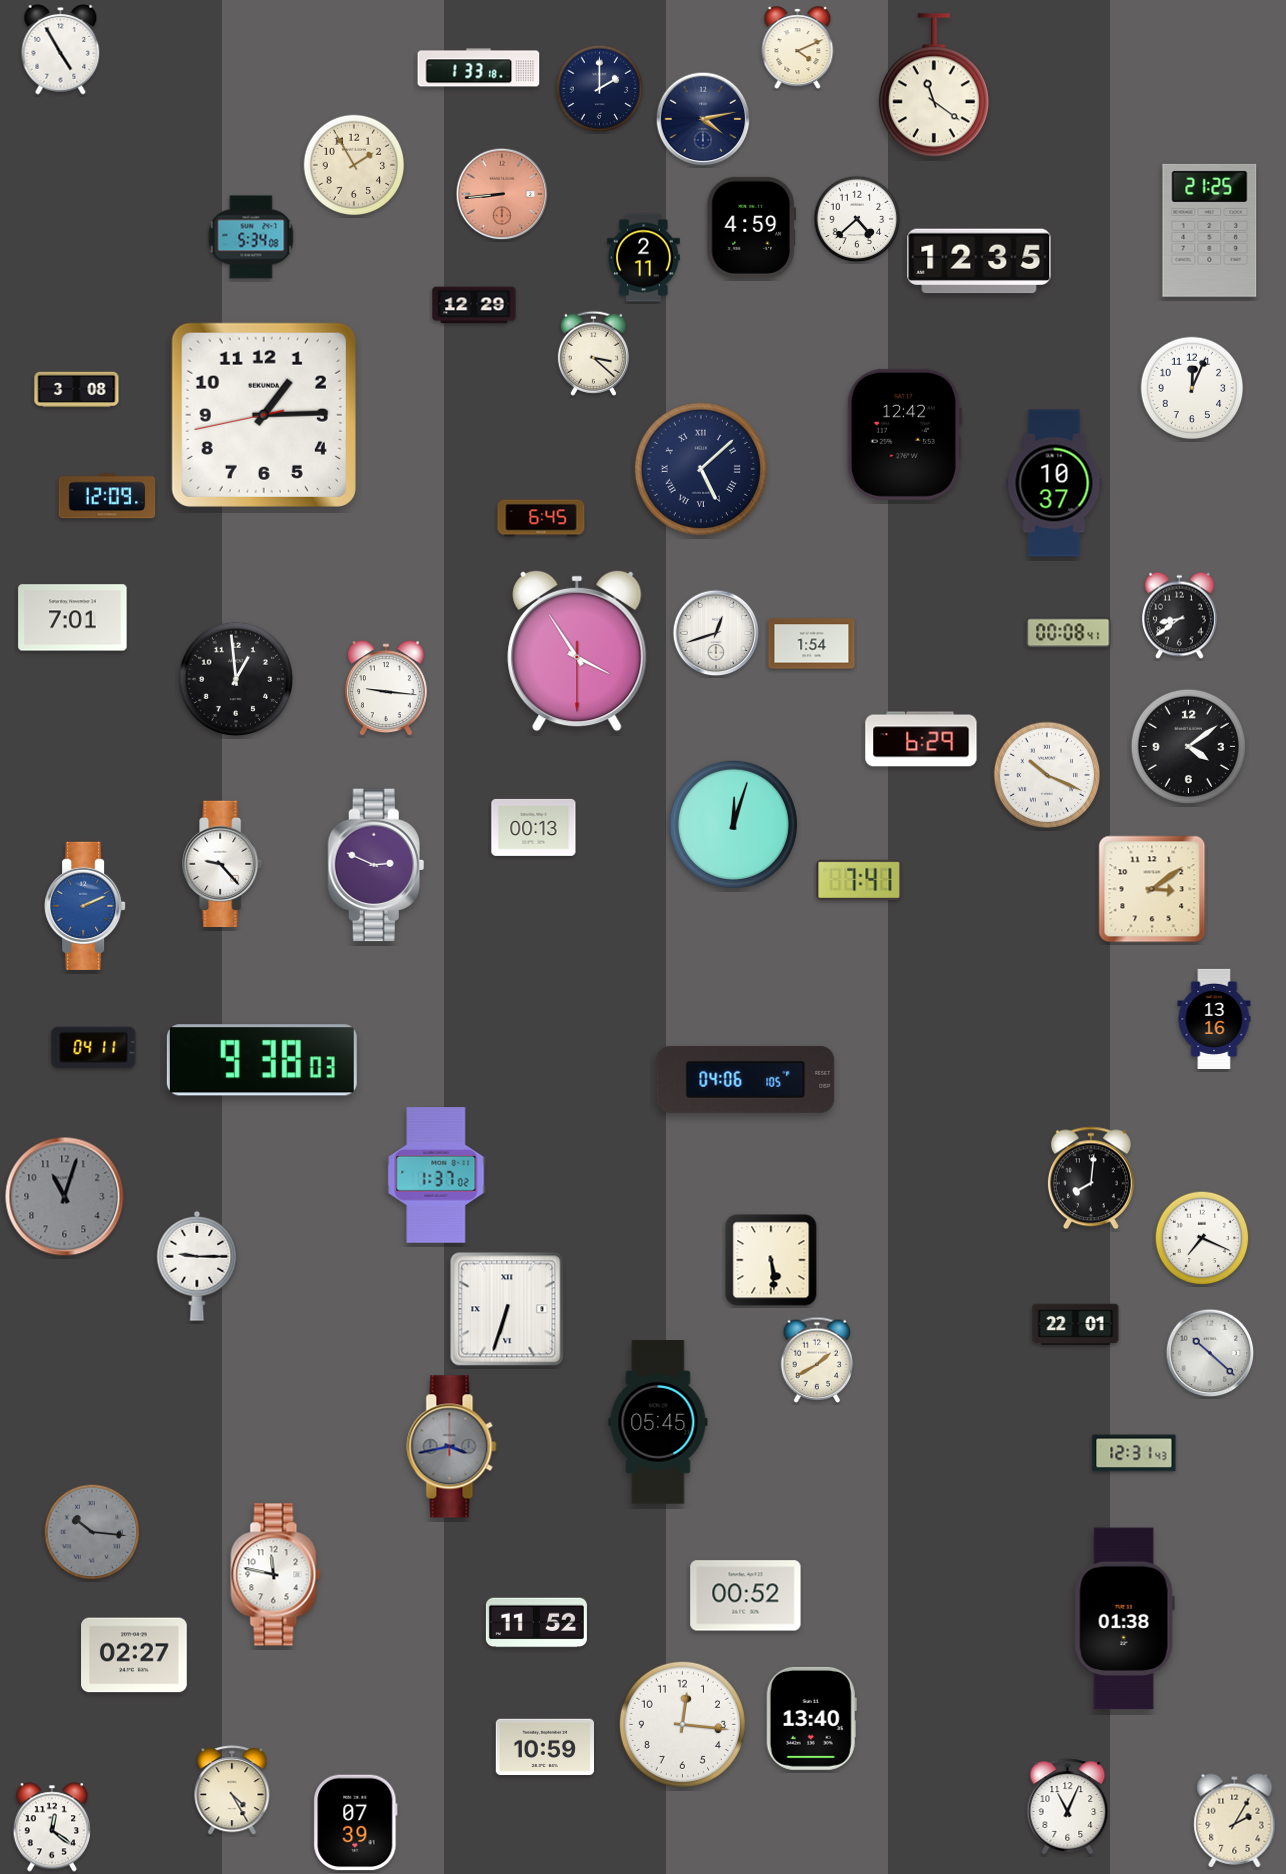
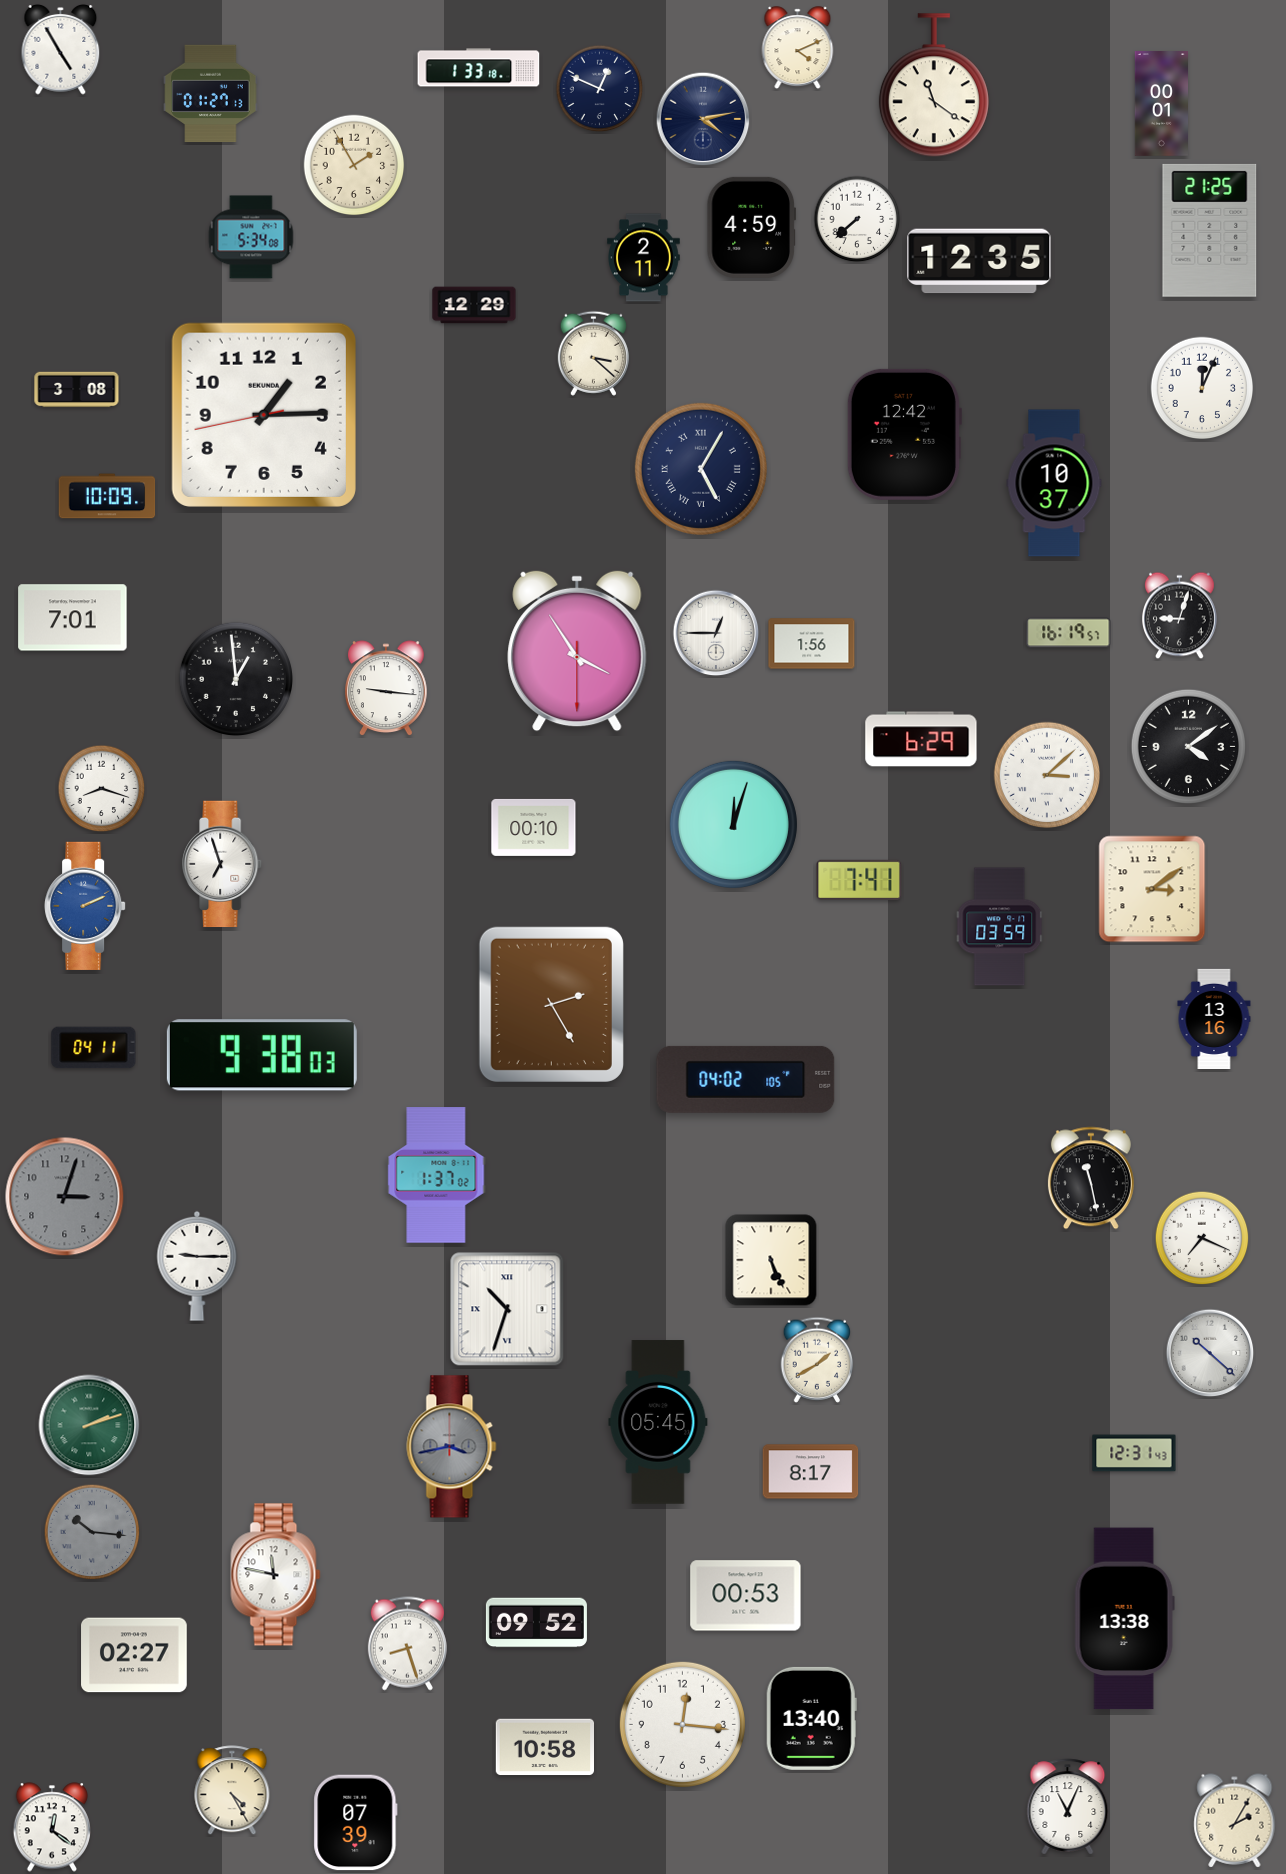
clock at (600, 89): 2:00 -> 12:49
clock at (211, 94): none -> 01:27
clock at (1161, 104): none -> 00:01
clock at (502, 194): 8:44 -> none
clock at (857, 219): 4:38 -> 7:38
clock at (1192, 388) position: (1192, 388) -> (1202, 388)
clock at (701, 469): 5:08 -> 5:05
clock at (107, 496): 12:09 -> 10:09
clock at (541, 518): 6:45 -> none
clock at (1180, 616): 8:39 -> 9:03
clock at (716, 633): 12:42 -> 12:45
clock at (1069, 633): 00:08 -> 16:19
clock at (812, 644): 1:54 -> 1:56
clock at (1047, 775): 10:19 -> 3:08
clock at (102, 789): none -> 8:18
clock at (534, 827): 00:13 -> 00:10
clock at (223, 864): 9:23 -> 6:57
clock at (376, 865): 2:49 -> none
clock at (1000, 927): none -> 03:59
clock at (551, 1004): none -> 2:25
clock at (262, 1060) position: (262, 1060) -> (262, 1055)
clock at (746, 1079): 04:06 -> 04:02
clock at (1091, 1178): 8:01 -> 11:28
clock at (65, 1197): 11:03 -> 3:03
clock at (771, 1260): 5:29 -> 5:26
clock at (507, 1309): 6:33 -> 10:33
clock at (1076, 1325): 22:01 -> none
clock at (89, 1425): none -> 2:12
clock at (811, 1472): none -> 8:17
clock at (746, 1596): 00:52 -> 00:53
clock at (1124, 1619): 01:38 -> 13:38
clock at (536, 1623): 11:52 -> 09:52
clock at (407, 1644): none -> 8:27
clock at (544, 1747): 10:59 -> 10:58
